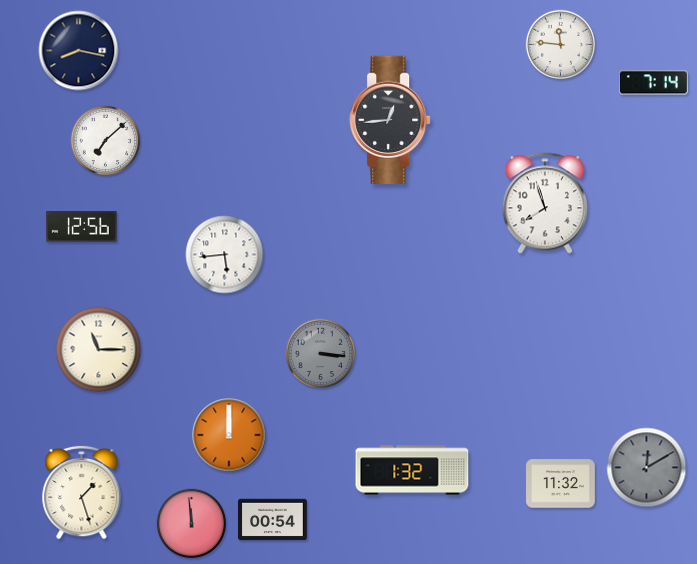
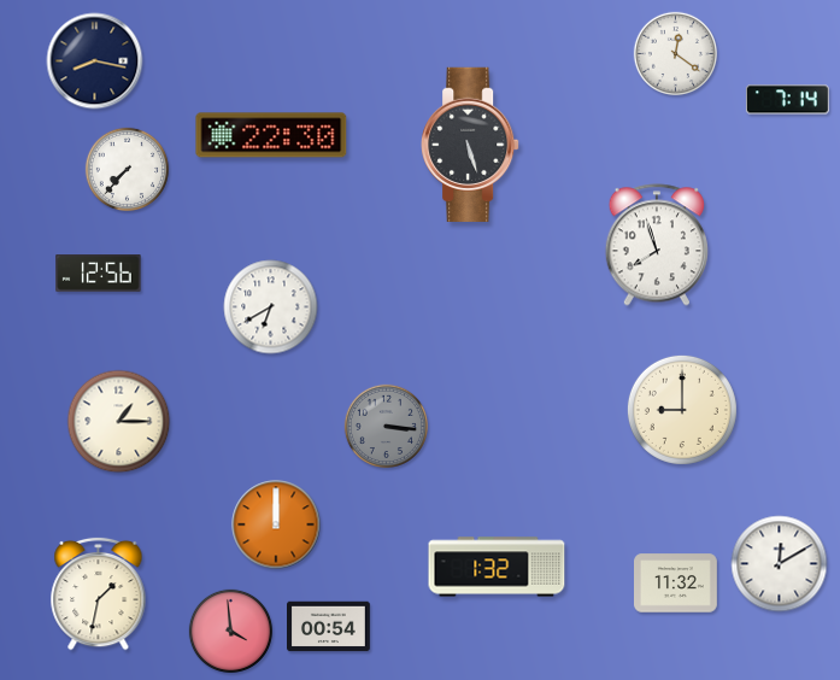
clock at (560, 44): 11:46 -> 12:21
clock at (271, 135): none -> 22:30
clock at (390, 119): 12:44 -> 5:27
clock at (105, 140): 7:08 -> 7:37
clock at (225, 255): 5:44 -> 6:40
clock at (682, 410): none -> 9:00
clock at (99, 350): 11:15 -> 1:15
clock at (647, 468) dial: grey -> white
clock at (82, 492): 1:27 -> 1:32
clock at (191, 523): 11:59 -> 3:59
